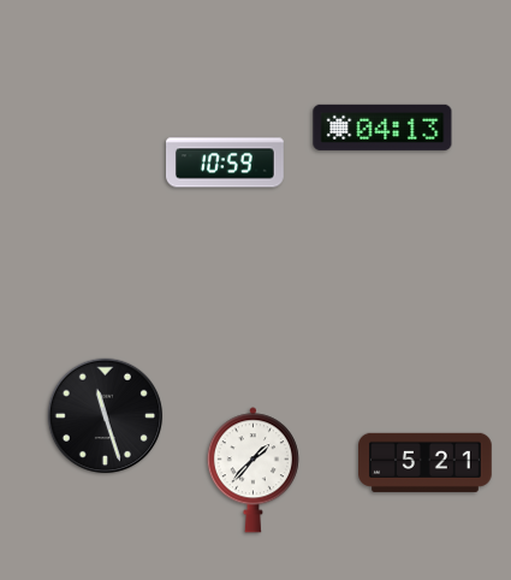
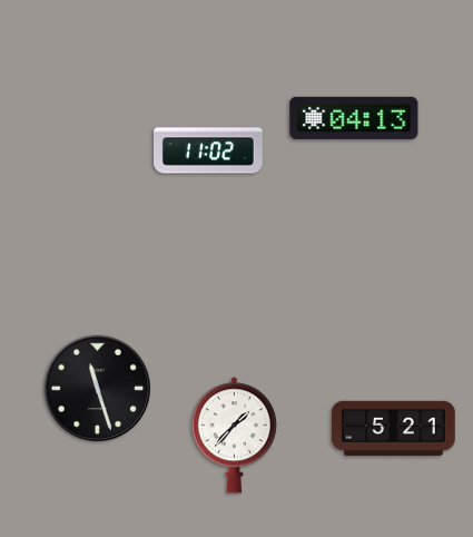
clock at (226, 162): 10:59 -> 11:02
clock at (106, 416) position: (106, 416) -> (98, 389)
